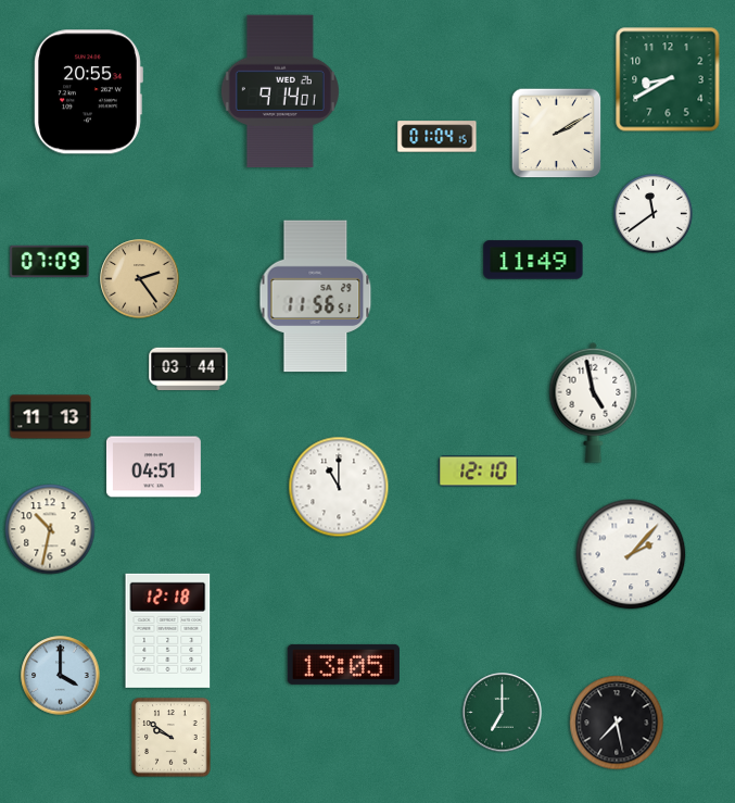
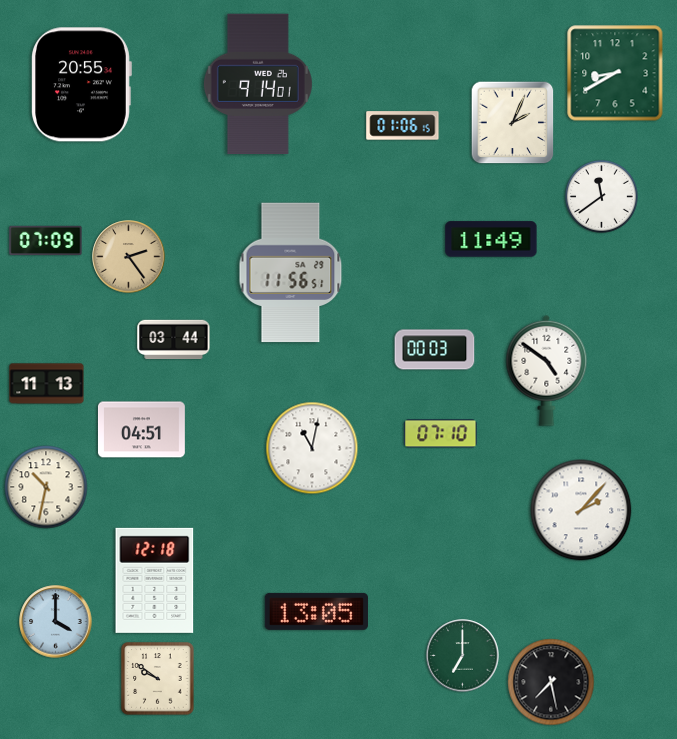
clock at (557, 134): 2:10 -> 2:04
clock at (438, 137): 01:04 -> 01:06
clock at (435, 350): none -> 00:03
clock at (594, 402): 4:58 -> 4:51
clock at (479, 472): 12:10 -> 07:10
clock at (339, 487): 11:00 -> 11:02
clock at (617, 723) position: (617, 723) -> (551, 682)
